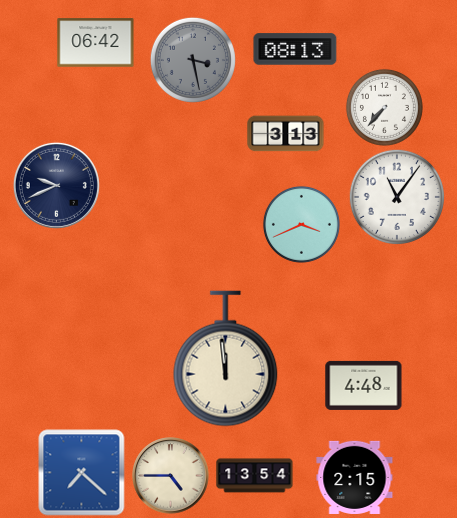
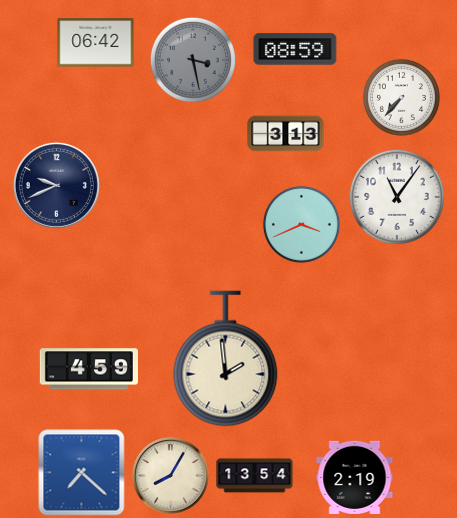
clock at (295, 49): 08:13 -> 08:59
clock at (384, 107) position: (384, 107) -> (401, 97)
clock at (226, 359): 11:59 -> 1:59
clock at (89, 369): none -> 4:59
clock at (364, 385): 4:48 -> none
clock at (171, 476): 4:45 -> 8:05
clock at (355, 477): 2:15 -> 2:19
